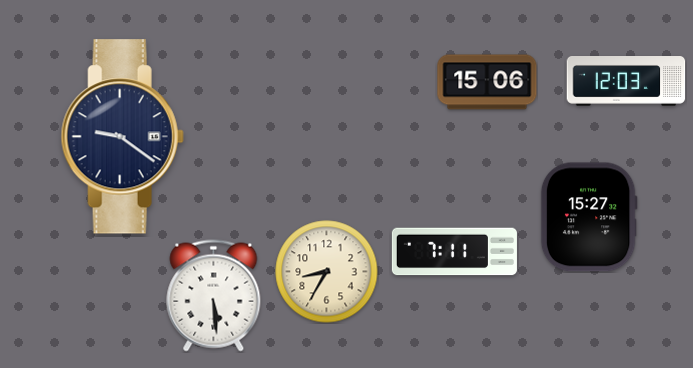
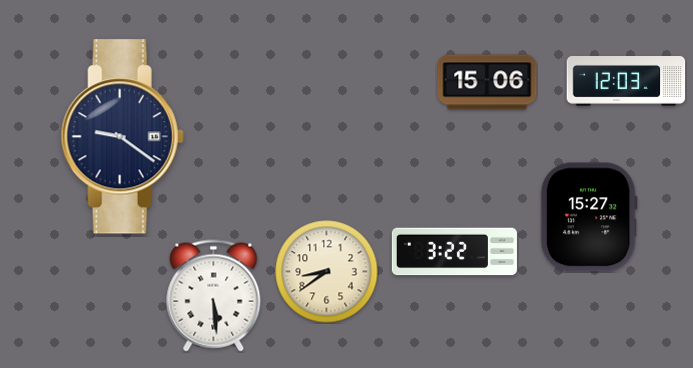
clock at (454, 252): 7:11 -> 3:22
clock at (327, 272): 8:35 -> 8:39
